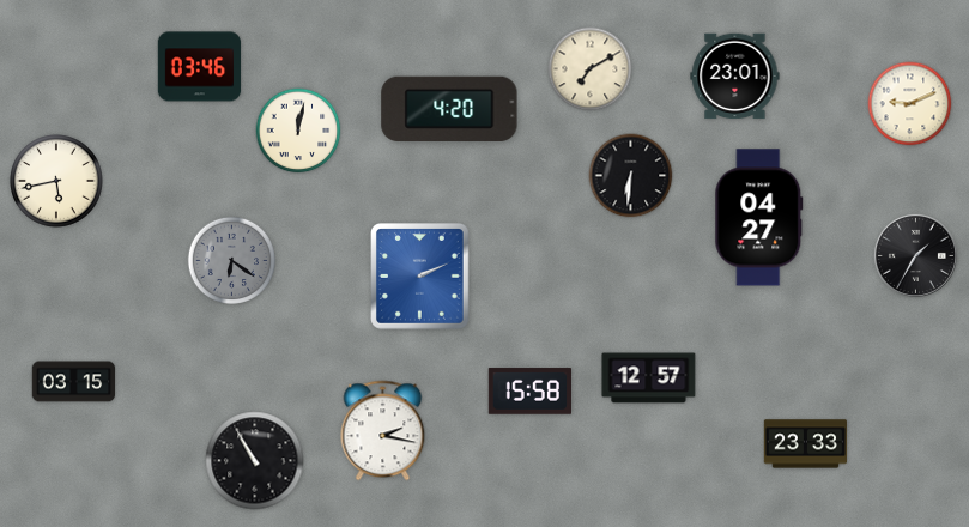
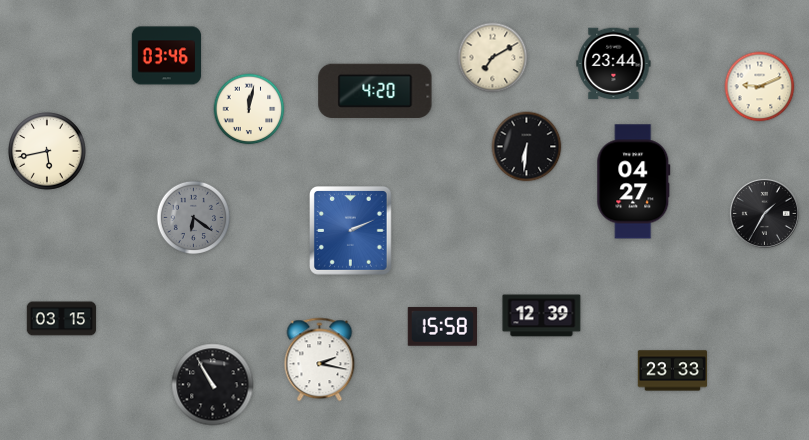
clock at (735, 77): 23:01 -> 23:44
clock at (649, 378): 12:57 -> 12:39
